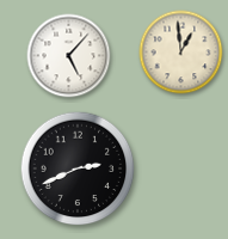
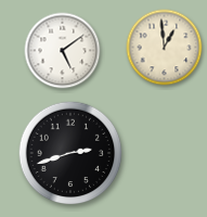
clock at (69, 56): 5:07 -> 5:09
clock at (78, 168): 2:41 -> 2:42
